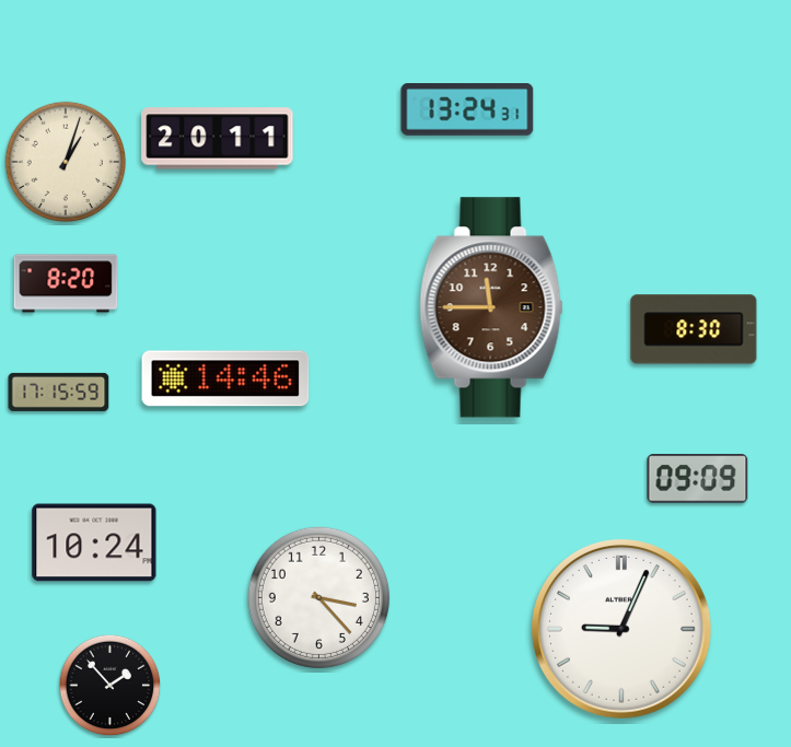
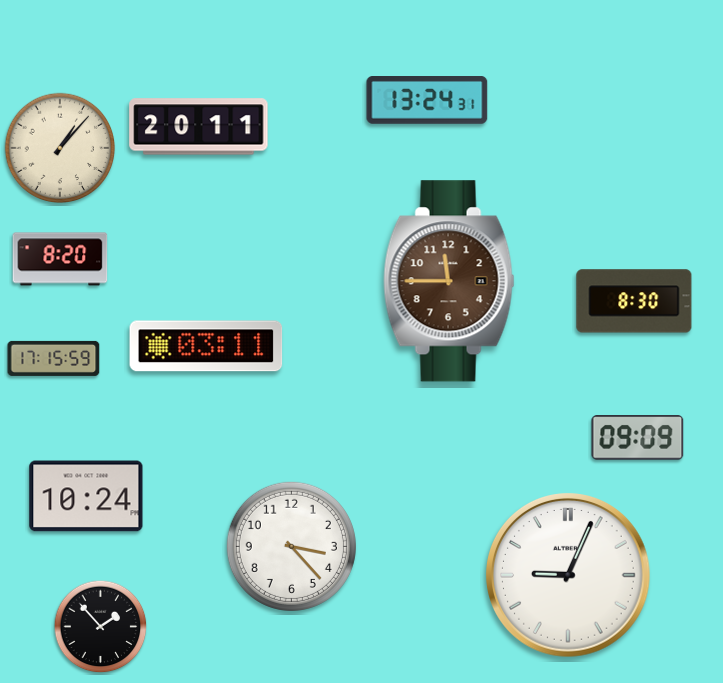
clock at (66, 162): 1:03 -> 1:07
clock at (225, 378): 14:46 -> 03:11
